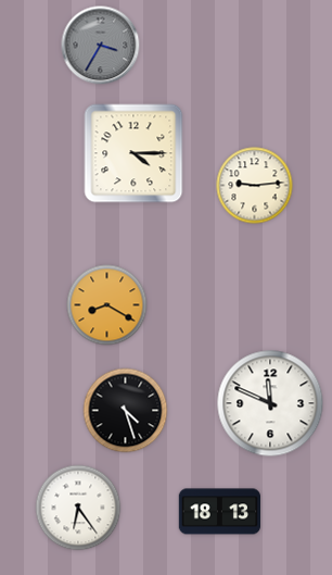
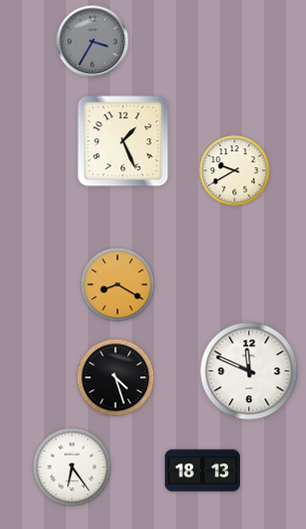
clock at (133, 153): 4:15 -> 1:26
clock at (255, 186): 9:14 -> 9:40
clock at (107, 305) position: (107, 305) -> (118, 285)
